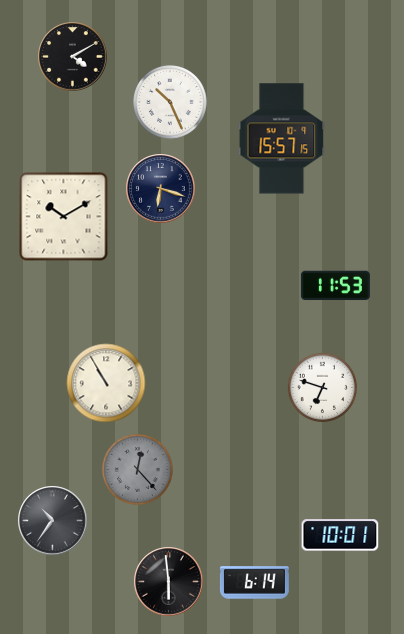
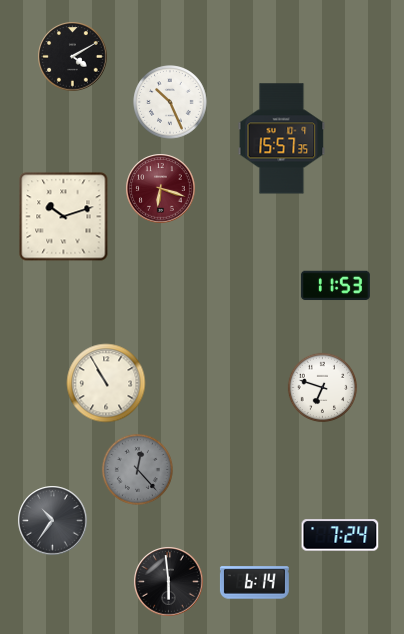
clock at (282, 139): 15:57:15 -> 15:57:35
clock at (161, 189) dial: navy -> burgundy
clock at (64, 217): 10:10 -> 10:12
clock at (340, 535): 10:01 -> 7:24
